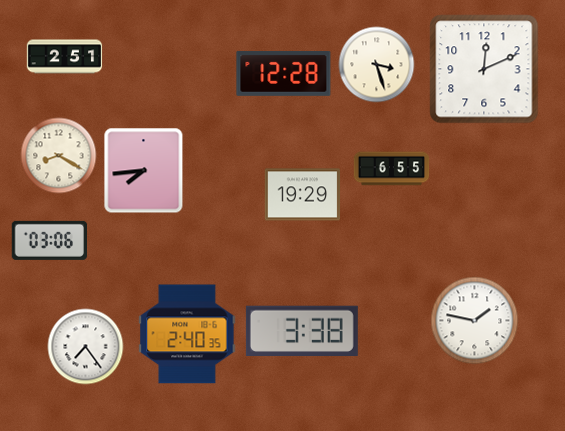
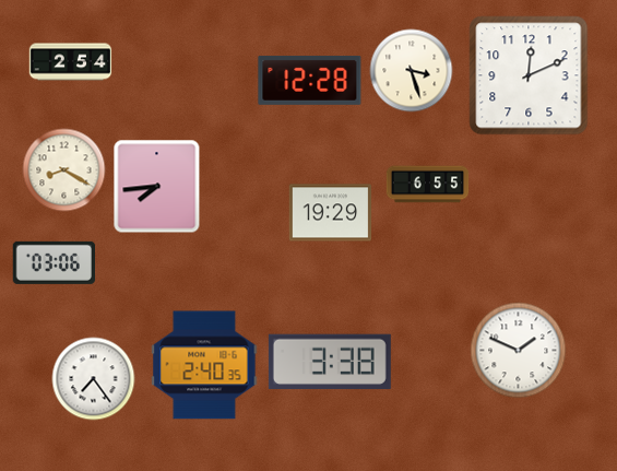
clock at (65, 57): 2:51 -> 2:54
clock at (475, 321): 1:47 -> 1:49
